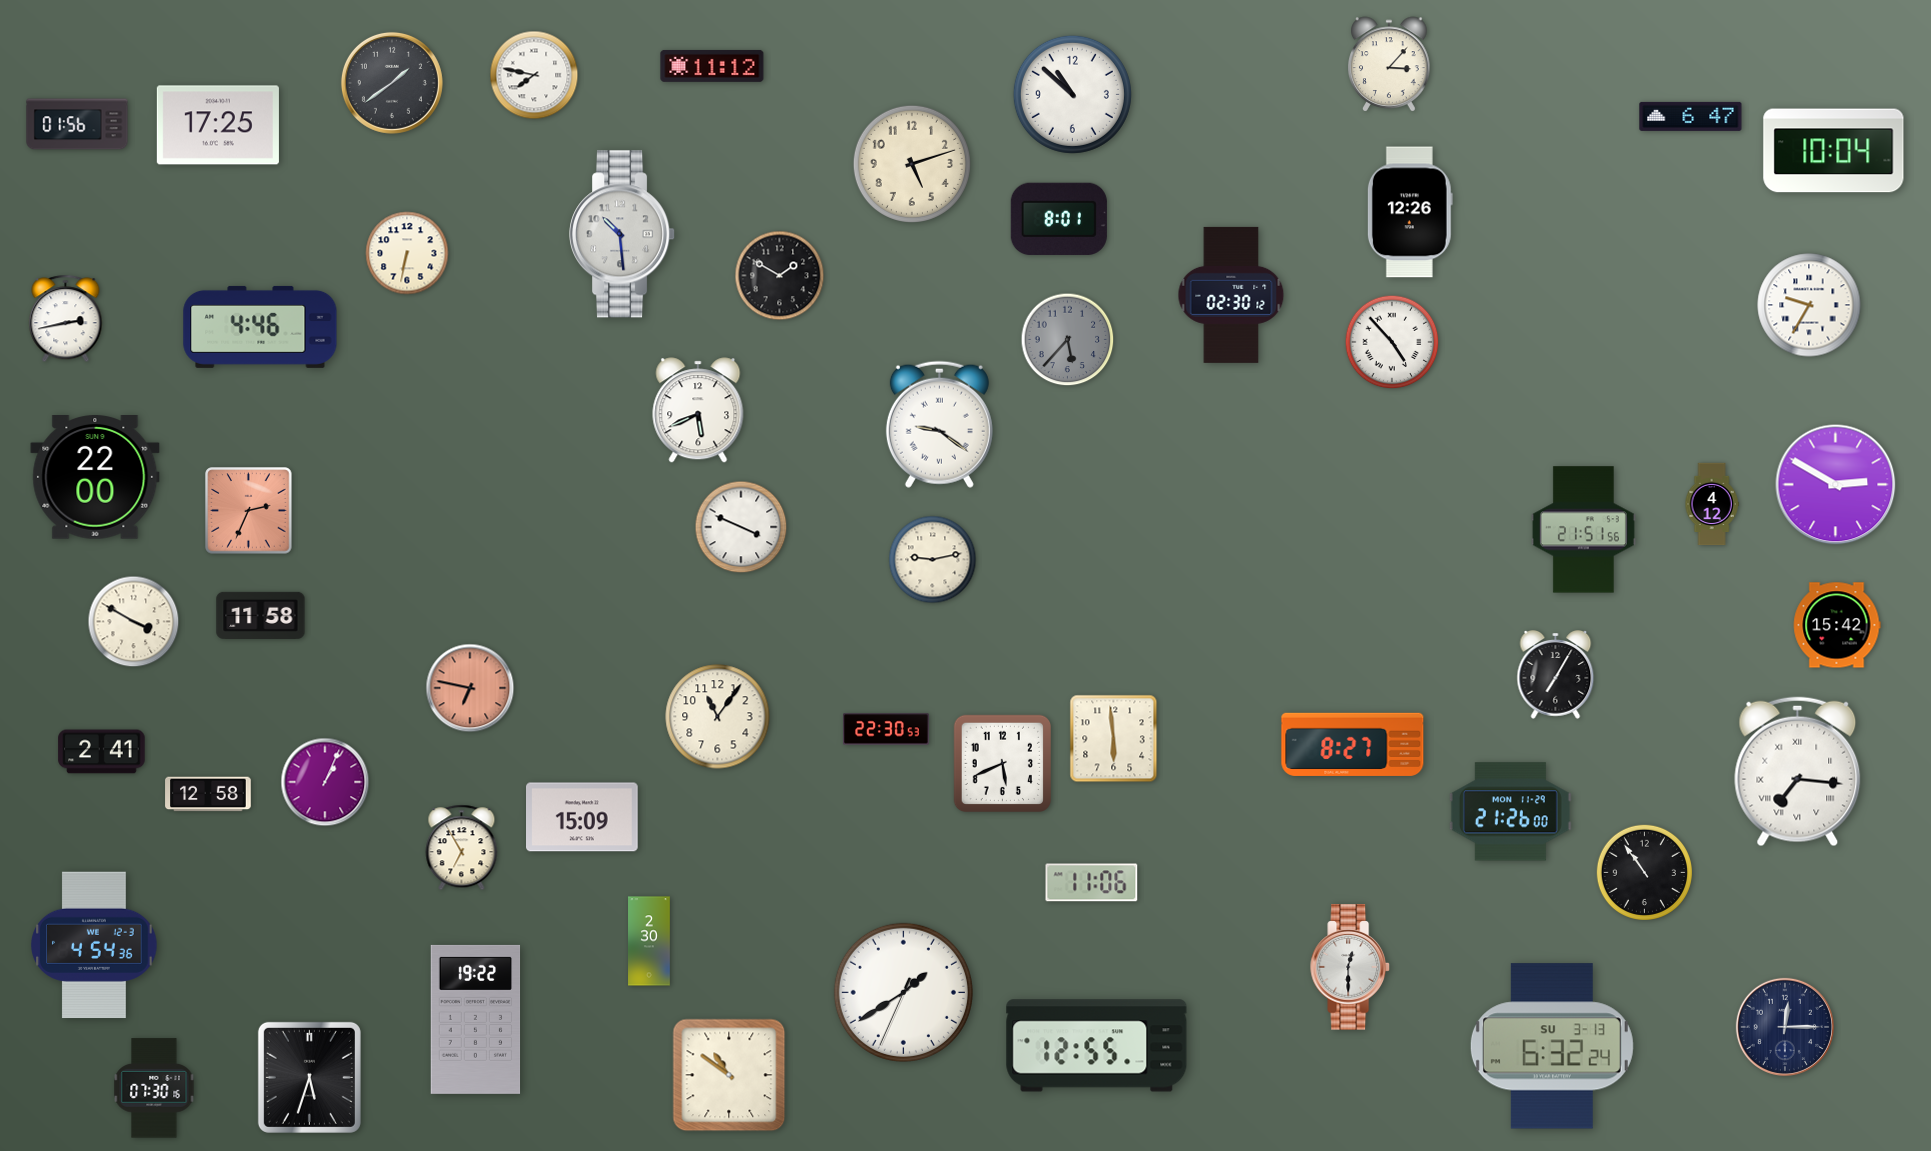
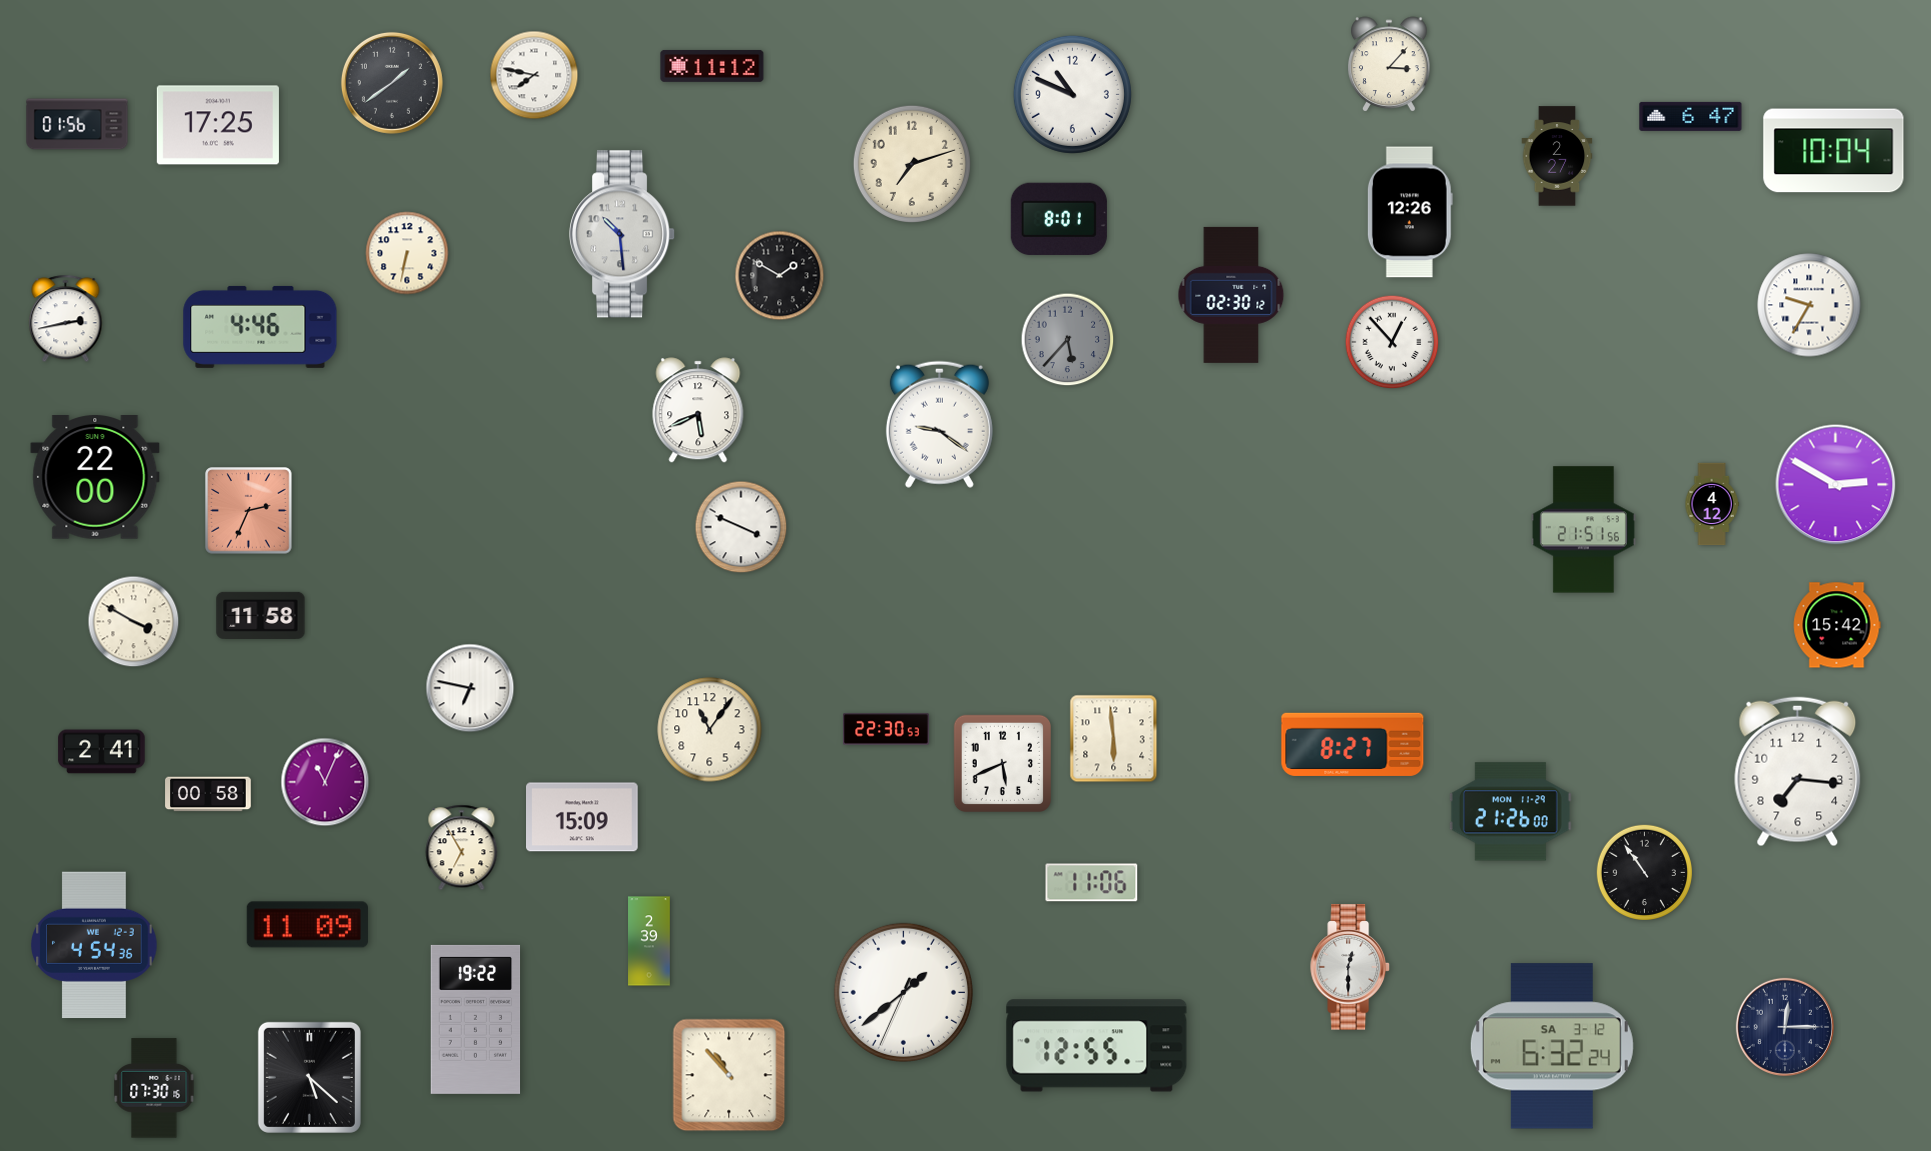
clock at (1072, 94): 10:52 -> 10:49
clock at (1557, 156): none -> 2:27
clock at (912, 164): 5:12 -> 7:12
clock at (1392, 342): 4:53 -> 12:53
clock at (933, 560): 9:13 -> none
clock at (1556, 675): 7:05 -> none
clock at (470, 688) dial: salmon -> white
clock at (718, 717) position: (718, 717) -> (710, 730)
clock at (1798, 772) numerals: Roman -> Arabic
clock at (325, 782): 1:04 -> 11:04
clock at (208, 794): 12:58 -> 00:58
clock at (307, 925): none -> 11:09
clock at (649, 941): 2:30 -> 2:39
clock at (903, 992): 1:39 -> 1:38
clock at (1552, 1046) date: SU 3-13 -> SA 3-12
clock at (729, 1075): 10:51 -> 10:53
clock at (309, 1077): 5:33 -> 5:22
